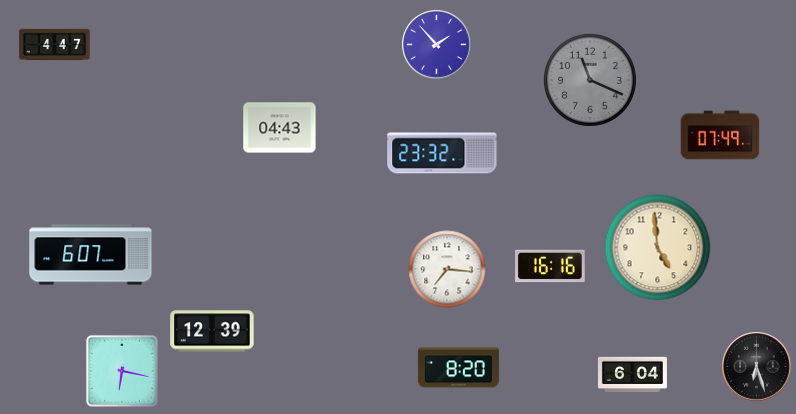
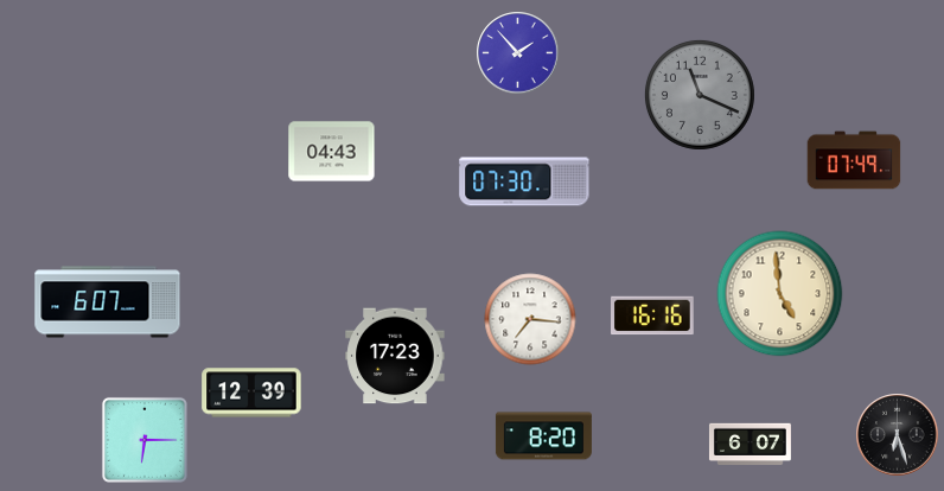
clock at (55, 44): 4:47 -> none
clock at (442, 153): 23:32 -> 07:30
clock at (395, 356): none -> 17:23
clock at (122, 371): 6:17 -> 6:15
clock at (632, 375): 6:04 -> 6:07
